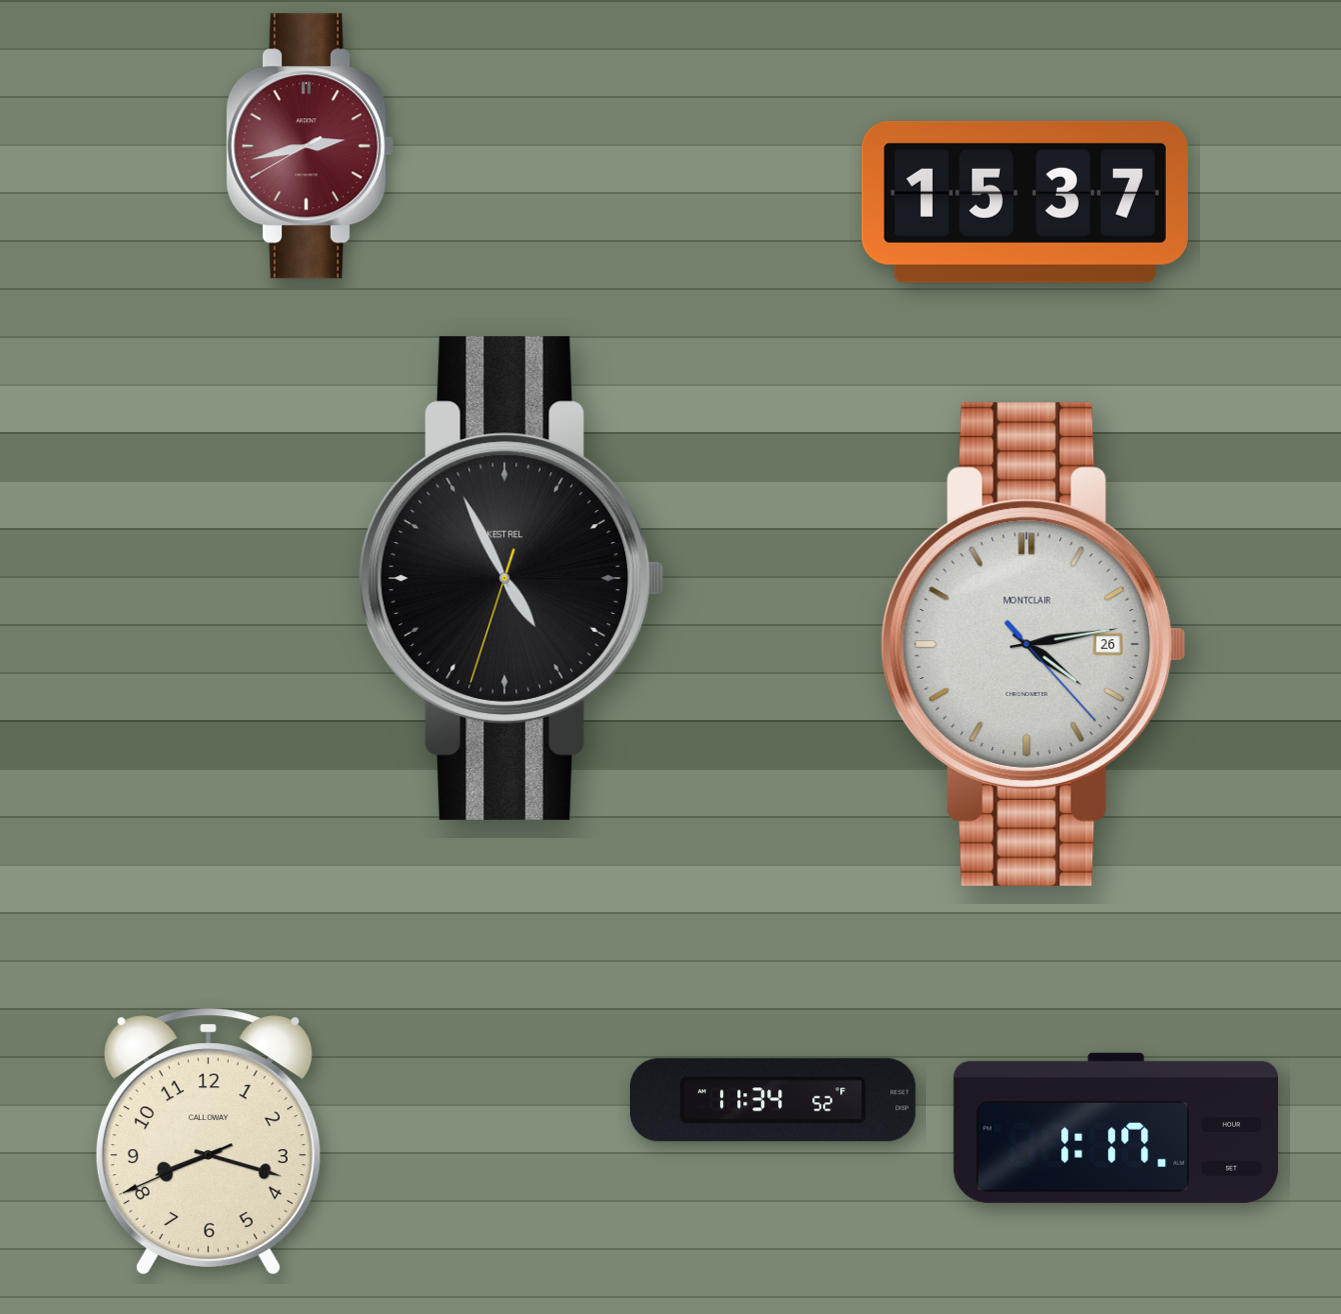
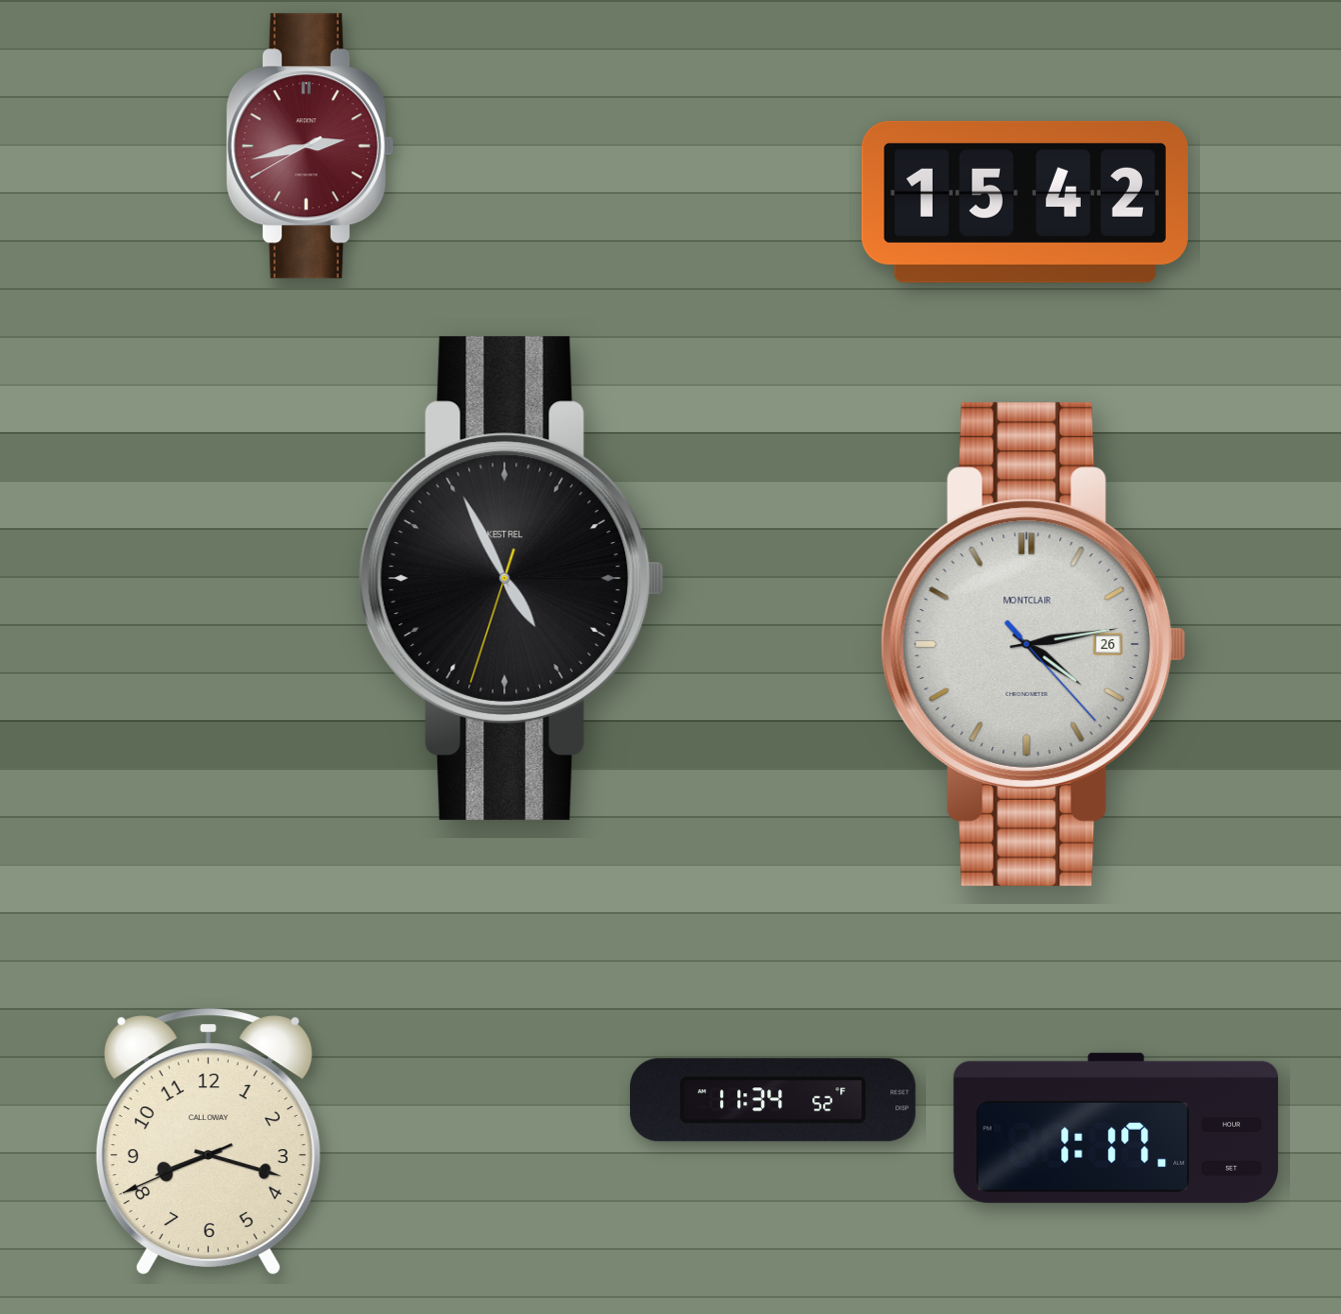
clock at (1025, 202): 15:37 -> 15:42
